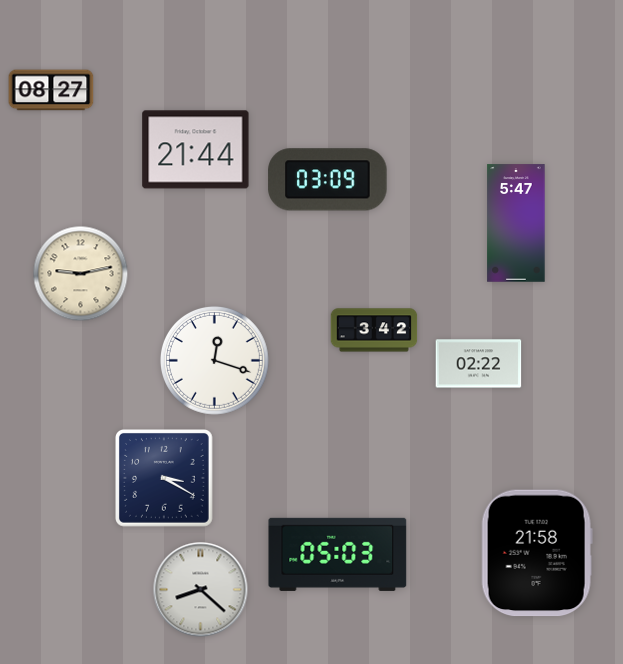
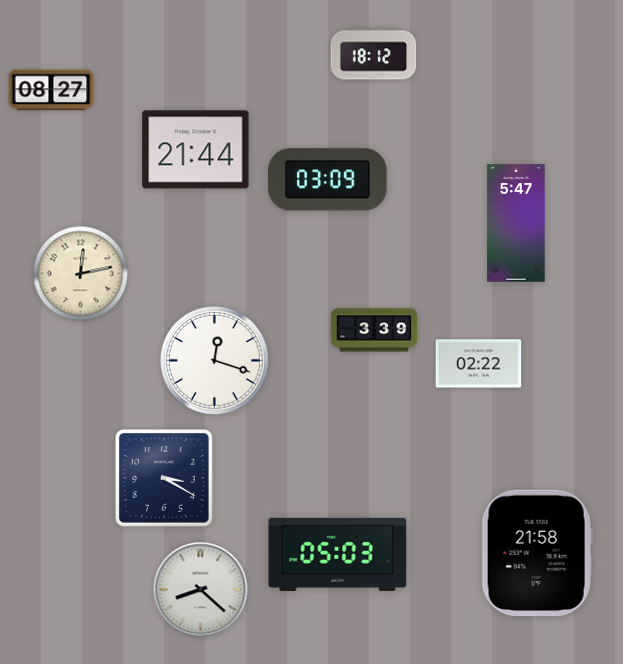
clock at (374, 54): none -> 18:12
clock at (81, 274): 9:13 -> 12:13
clock at (374, 330): 3:42 -> 3:39
